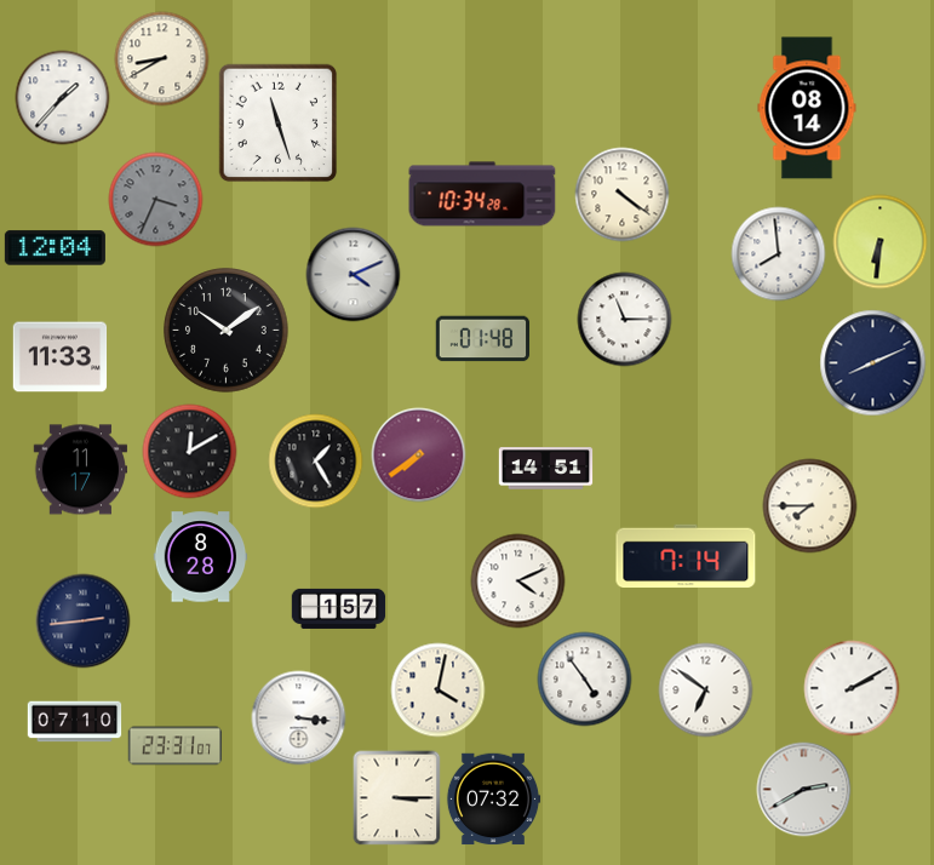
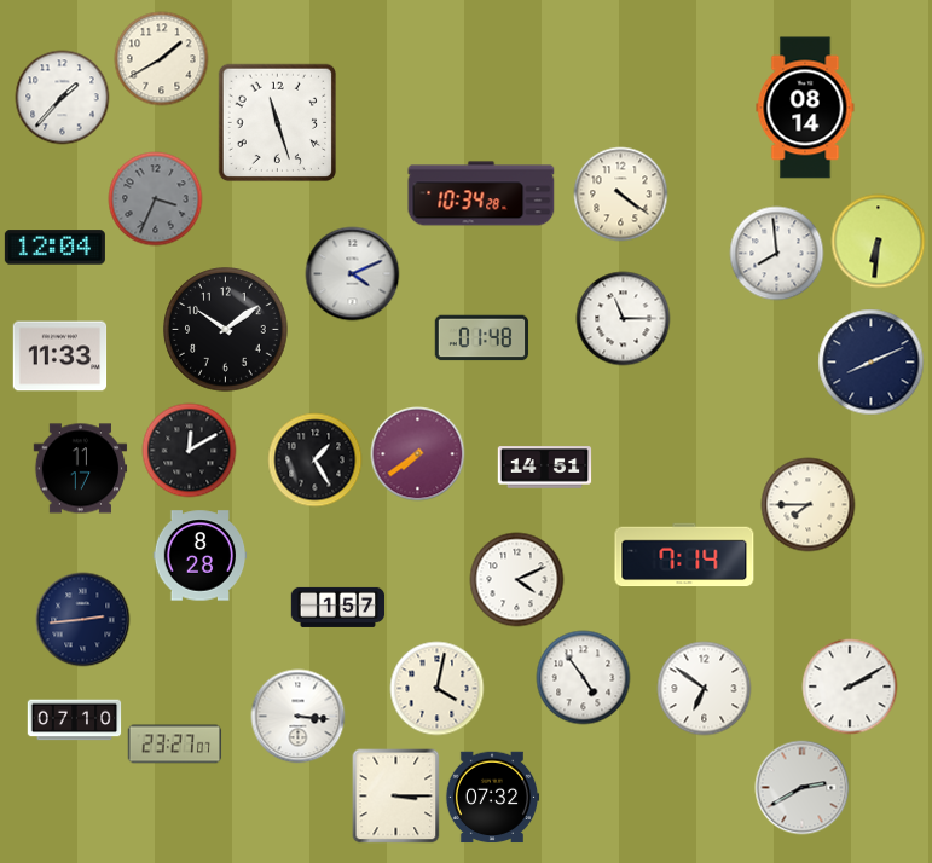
clock at (161, 58): 8:40 -> 1:40
clock at (174, 746): 23:31 -> 23:27
